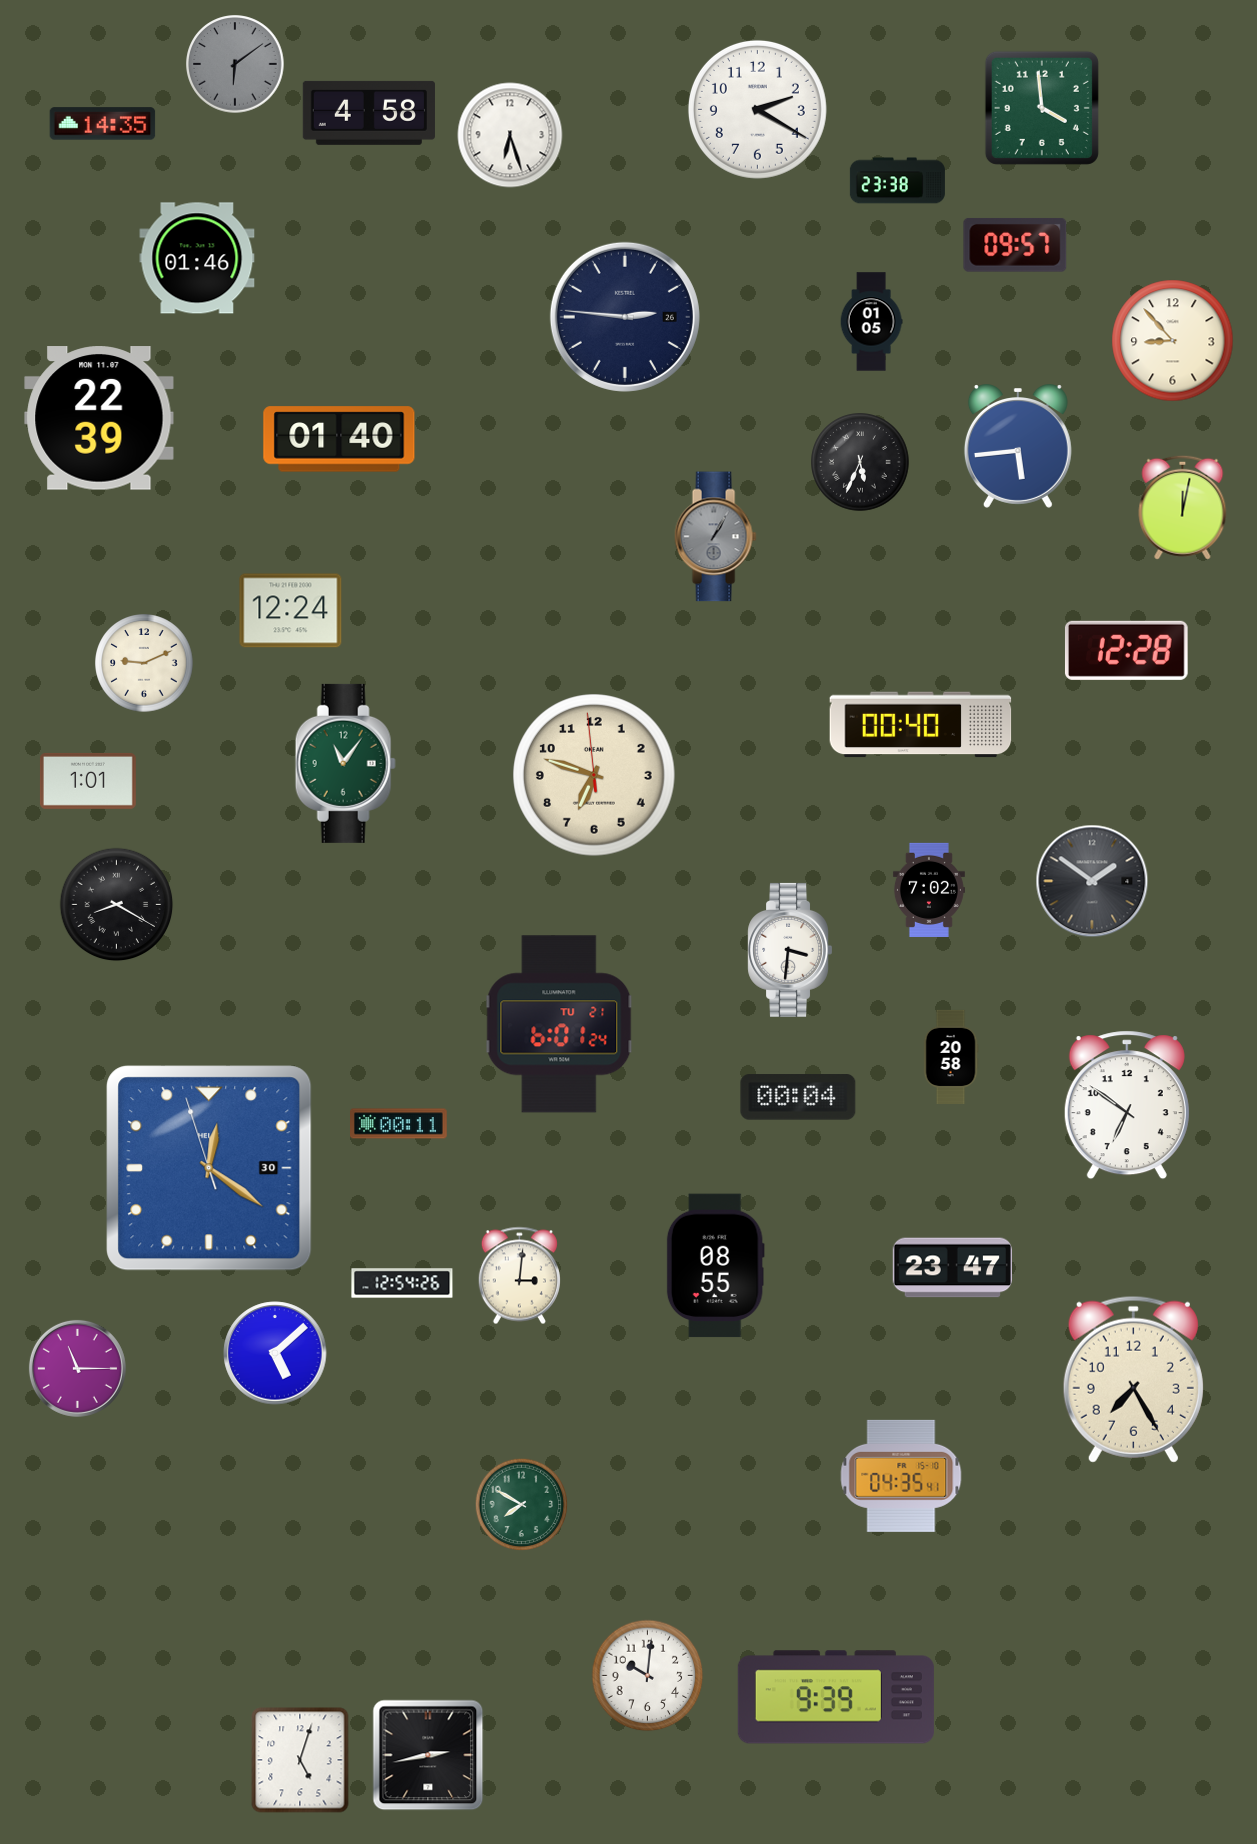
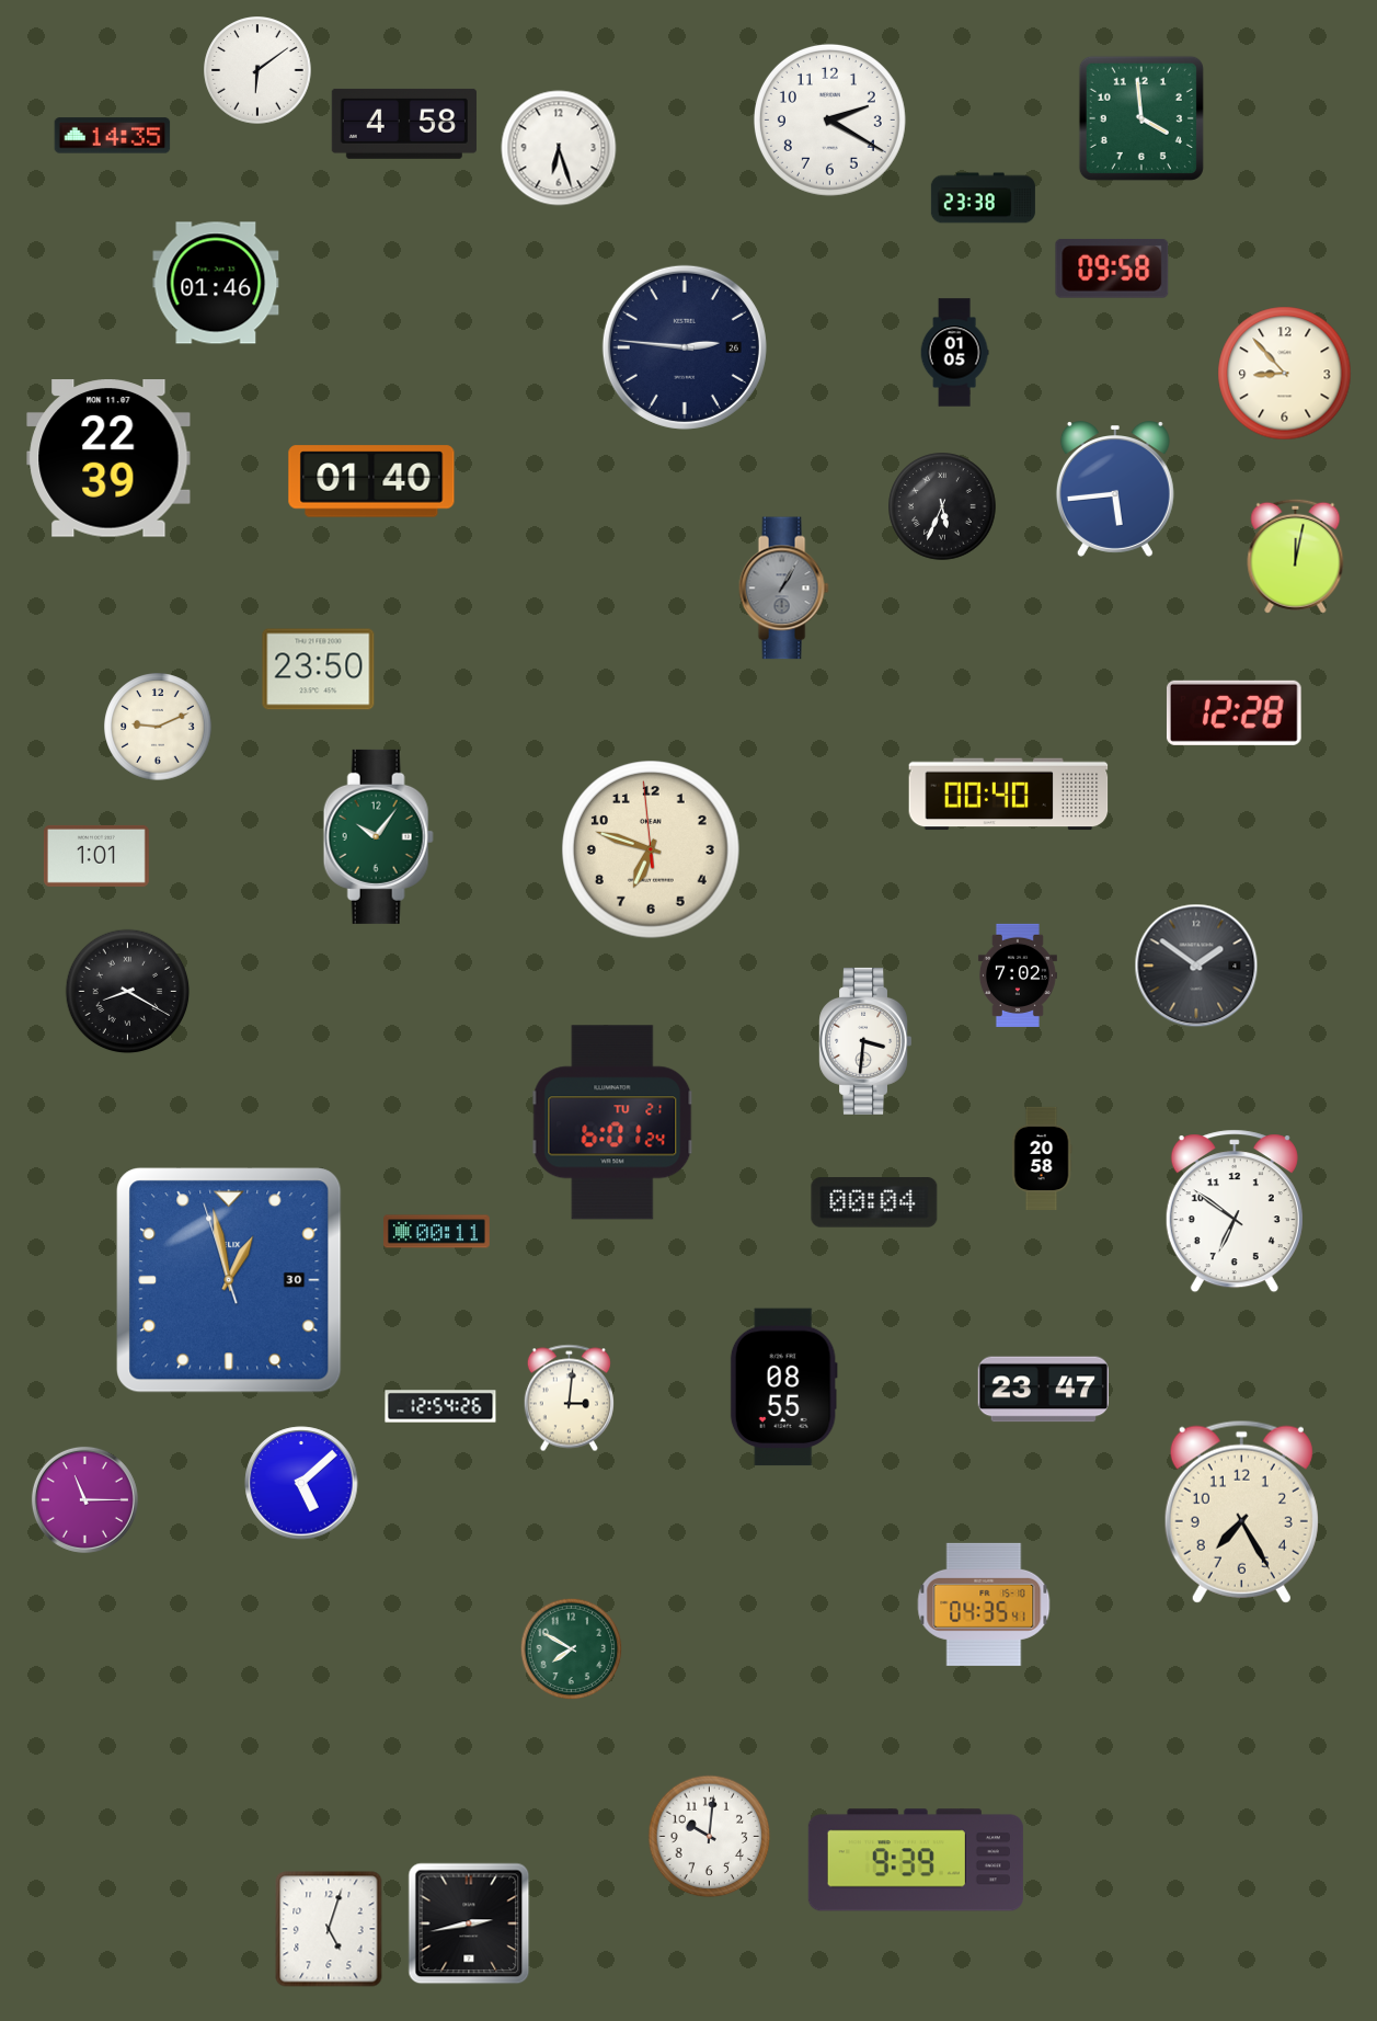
clock at (235, 64) dial: grey -> white
clock at (1015, 245): 09:57 -> 09:58
clock at (291, 611): 12:24 -> 23:50
clock at (345, 763): 11:06 -> 10:06
clock at (209, 1168): 12:20 -> 12:57
clock at (901, 1476) position: (901, 1476) -> (984, 1605)
